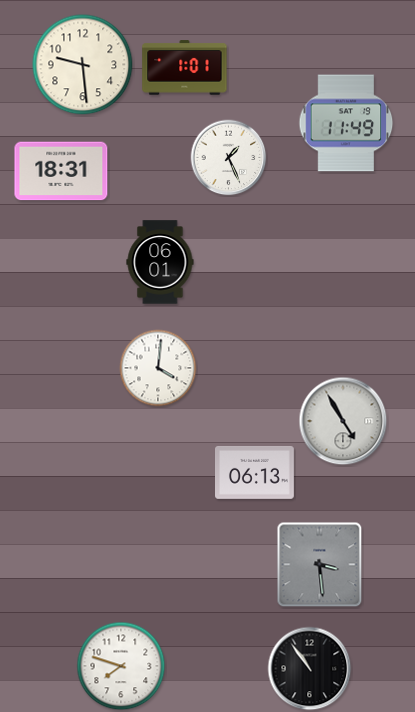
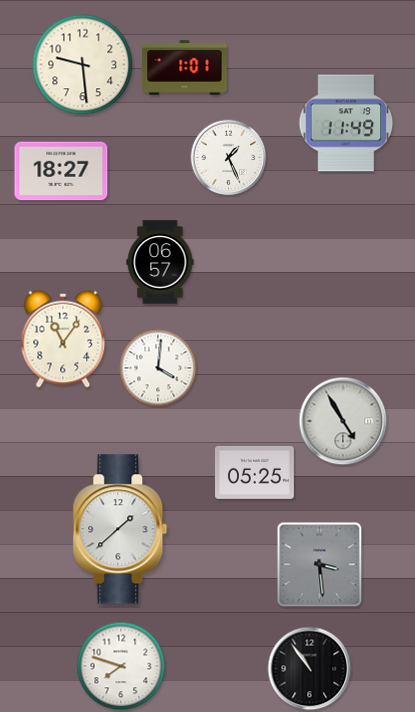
clock at (61, 171): 18:31 -> 18:27
clock at (160, 262): 06:01 -> 06:57
clock at (63, 339): none -> 11:06
clock at (255, 472): 06:13 -> 05:25
clock at (120, 529): none -> 1:38
